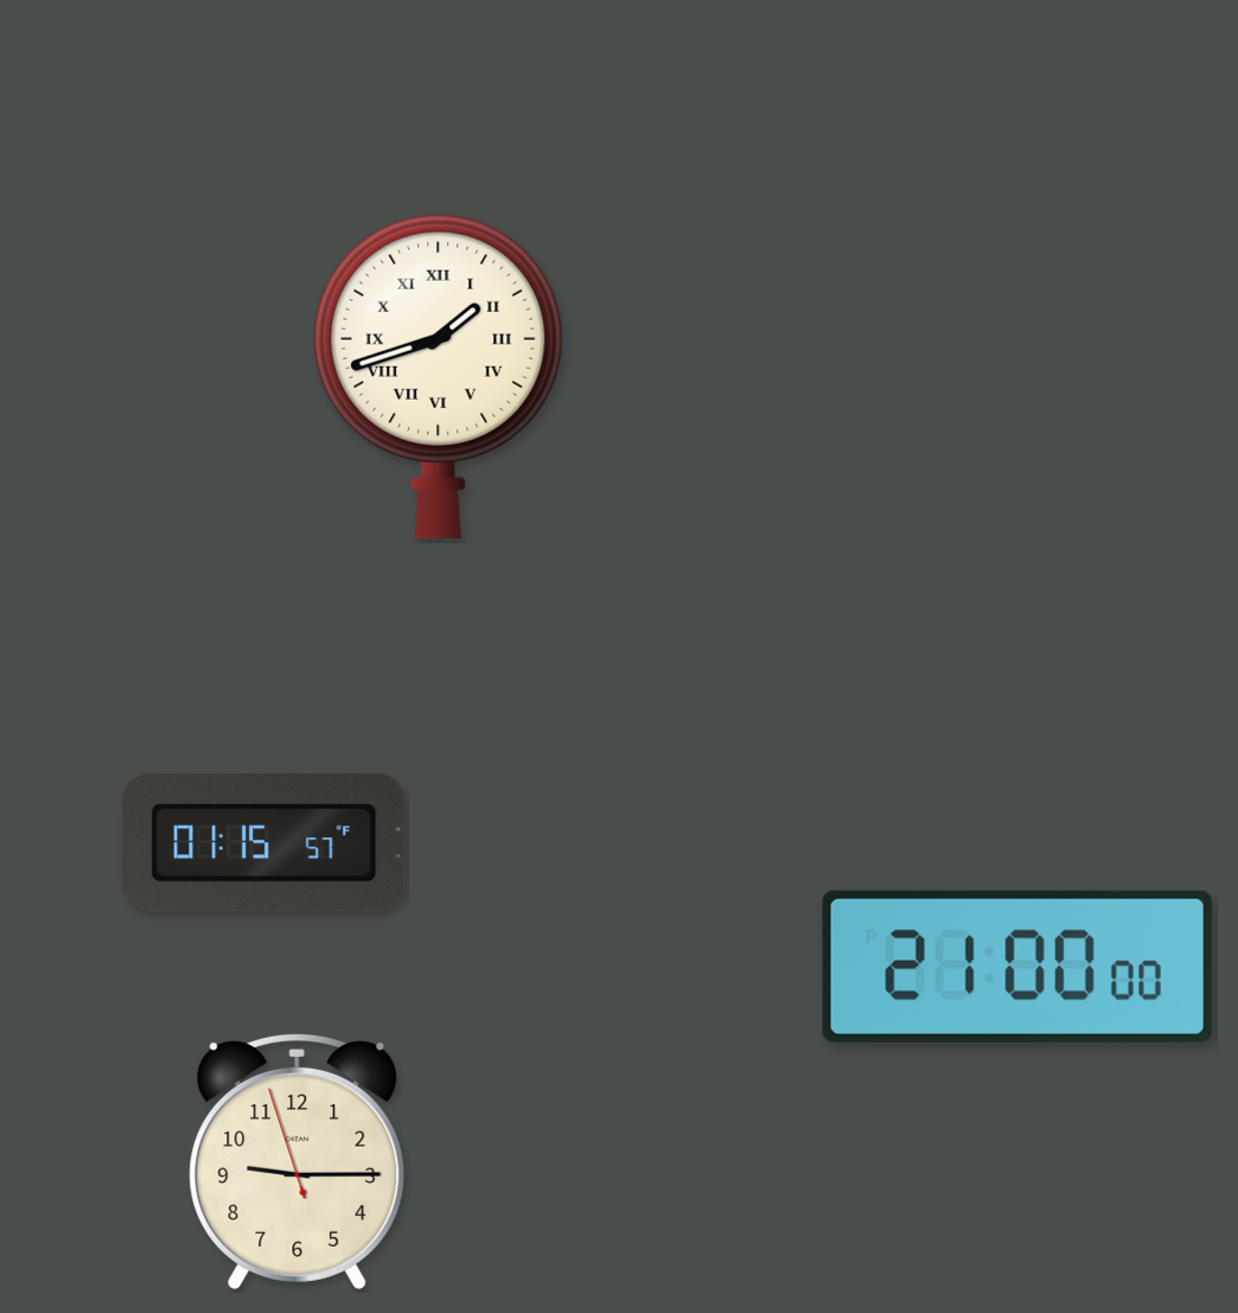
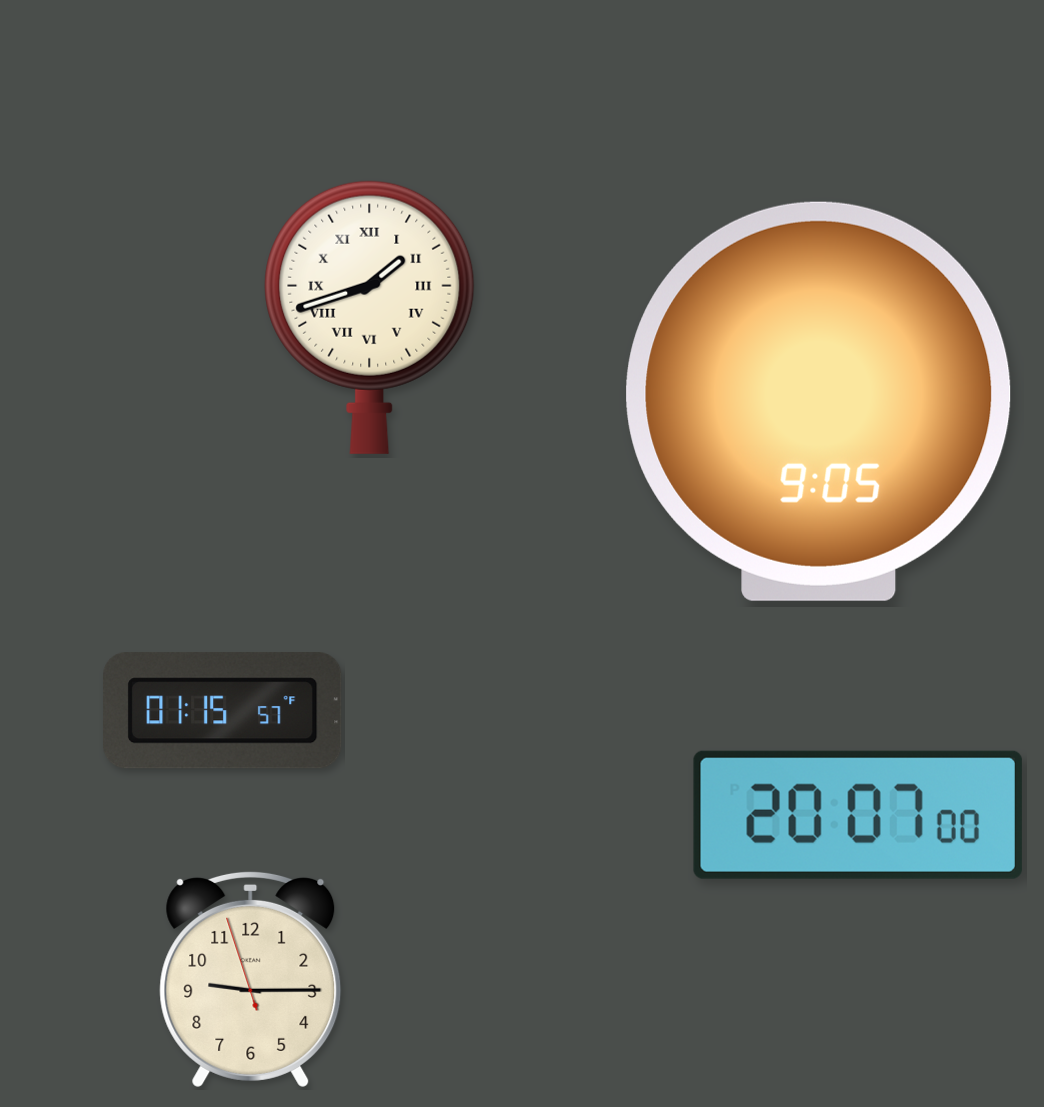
clock at (819, 401): none -> 9:05
clock at (1017, 967): 21:00 -> 20:07
